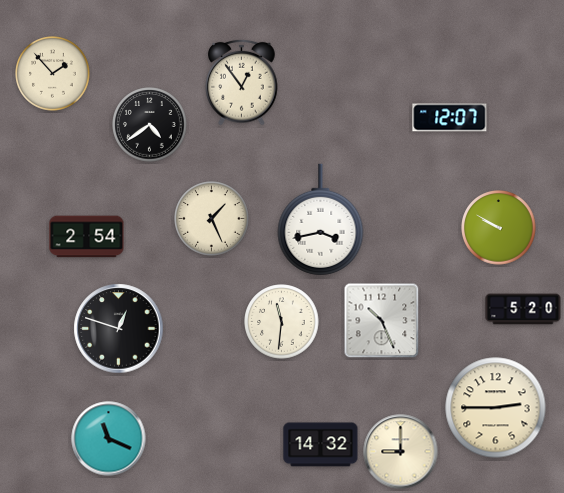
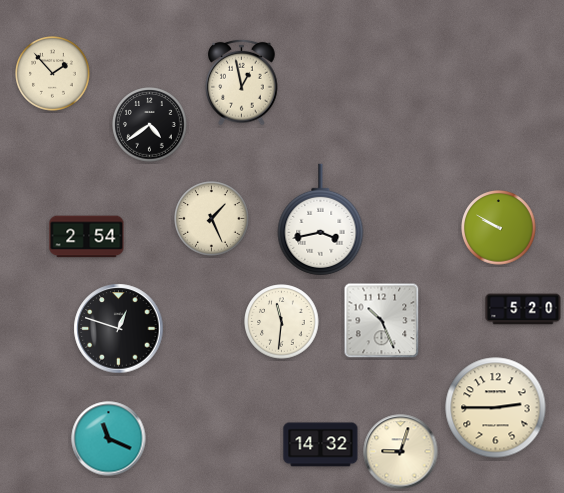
clock at (242, 82): 12:54 -> 12:58
clock at (450, 118): 12:07 -> none
clock at (401, 452): 9:00 -> 9:03
